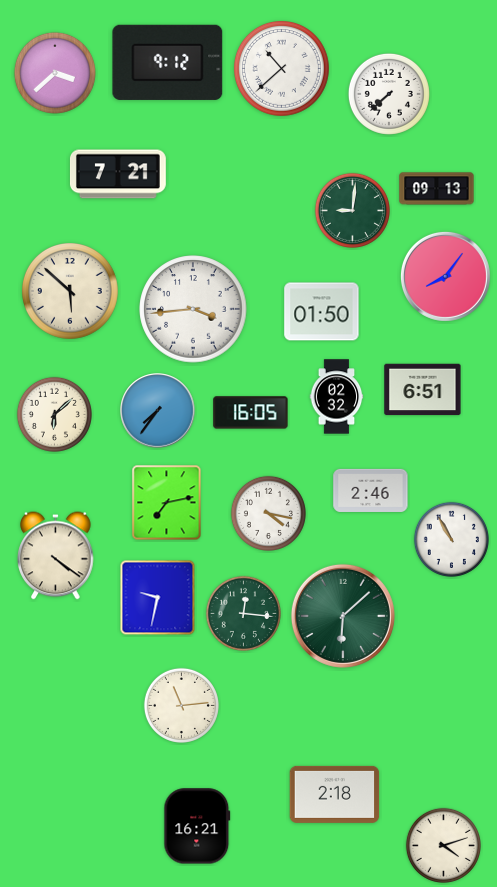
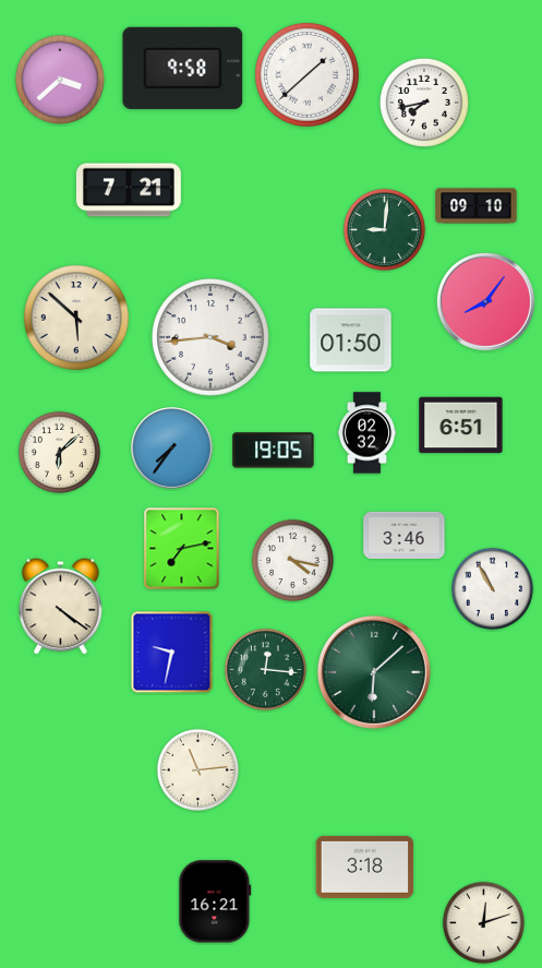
clock at (168, 62): 9:12 -> 9:58
clock at (282, 69): 10:38 -> 1:38
clock at (389, 94): 7:38 -> 7:43
clock at (437, 189): 09:13 -> 09:10
clock at (251, 413): 16:05 -> 19:05
clock at (371, 490): 2:46 -> 3:46
clock at (335, 794): 2:18 -> 3:18
clock at (443, 845): 4:12 -> 12:12
